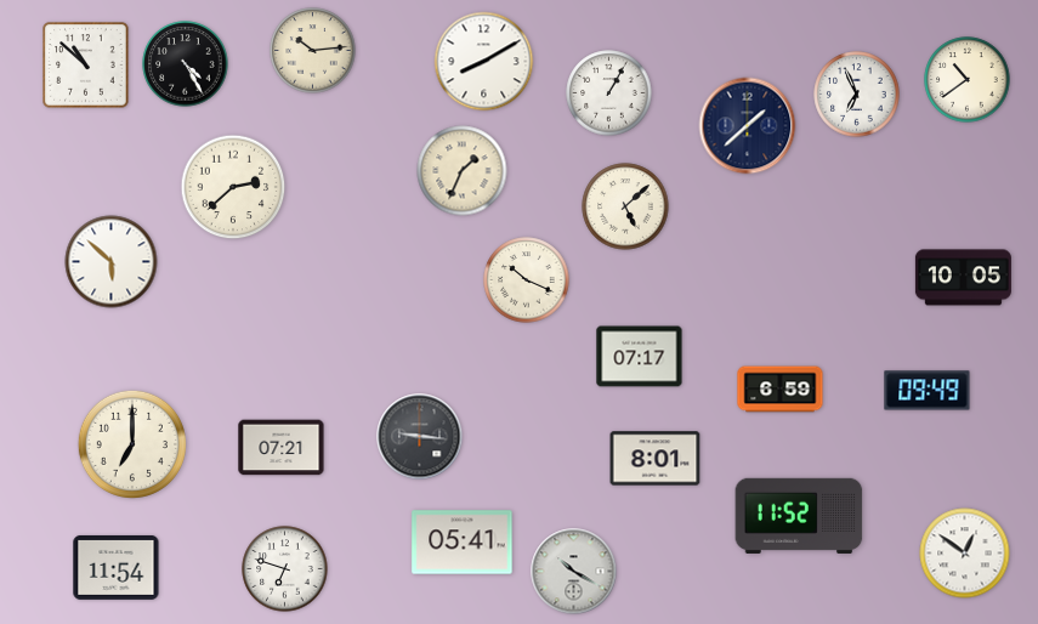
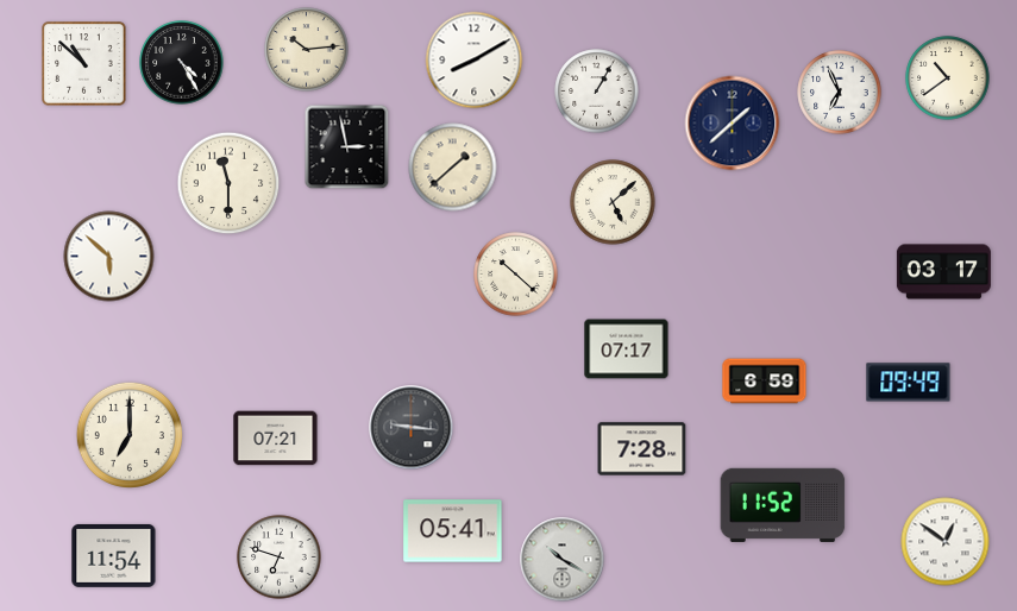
clock at (347, 147): none -> 2:58
clock at (463, 171): 1:34 -> 1:38
clock at (233, 187): 2:38 -> 11:30
clock at (963, 278): 10:05 -> 03:17
clock at (527, 280): 10:19 -> 10:22
clock at (656, 459): 8:01 -> 7:28
